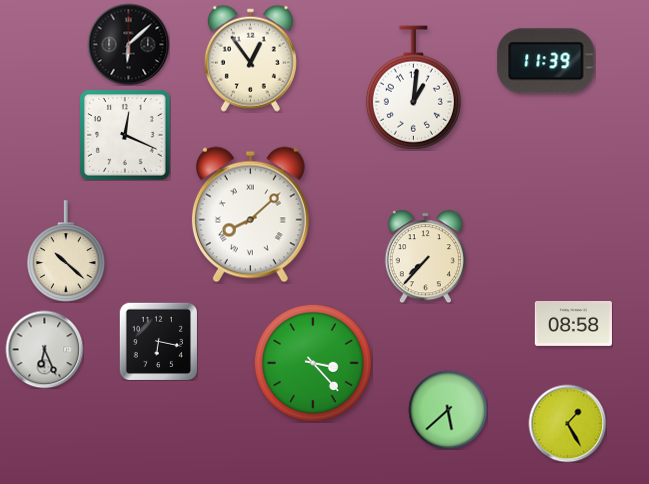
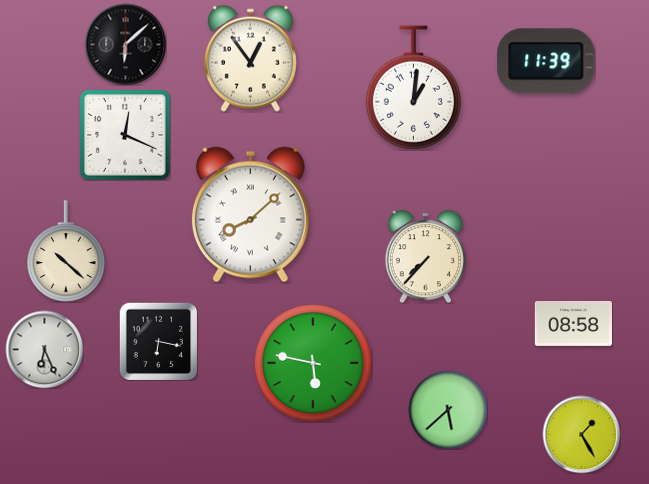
clock at (128, 44) position: (128, 44) -> (125, 44)
clock at (313, 363): 3:23 -> 5:47
clock at (567, 423) position: (567, 423) -> (581, 434)
